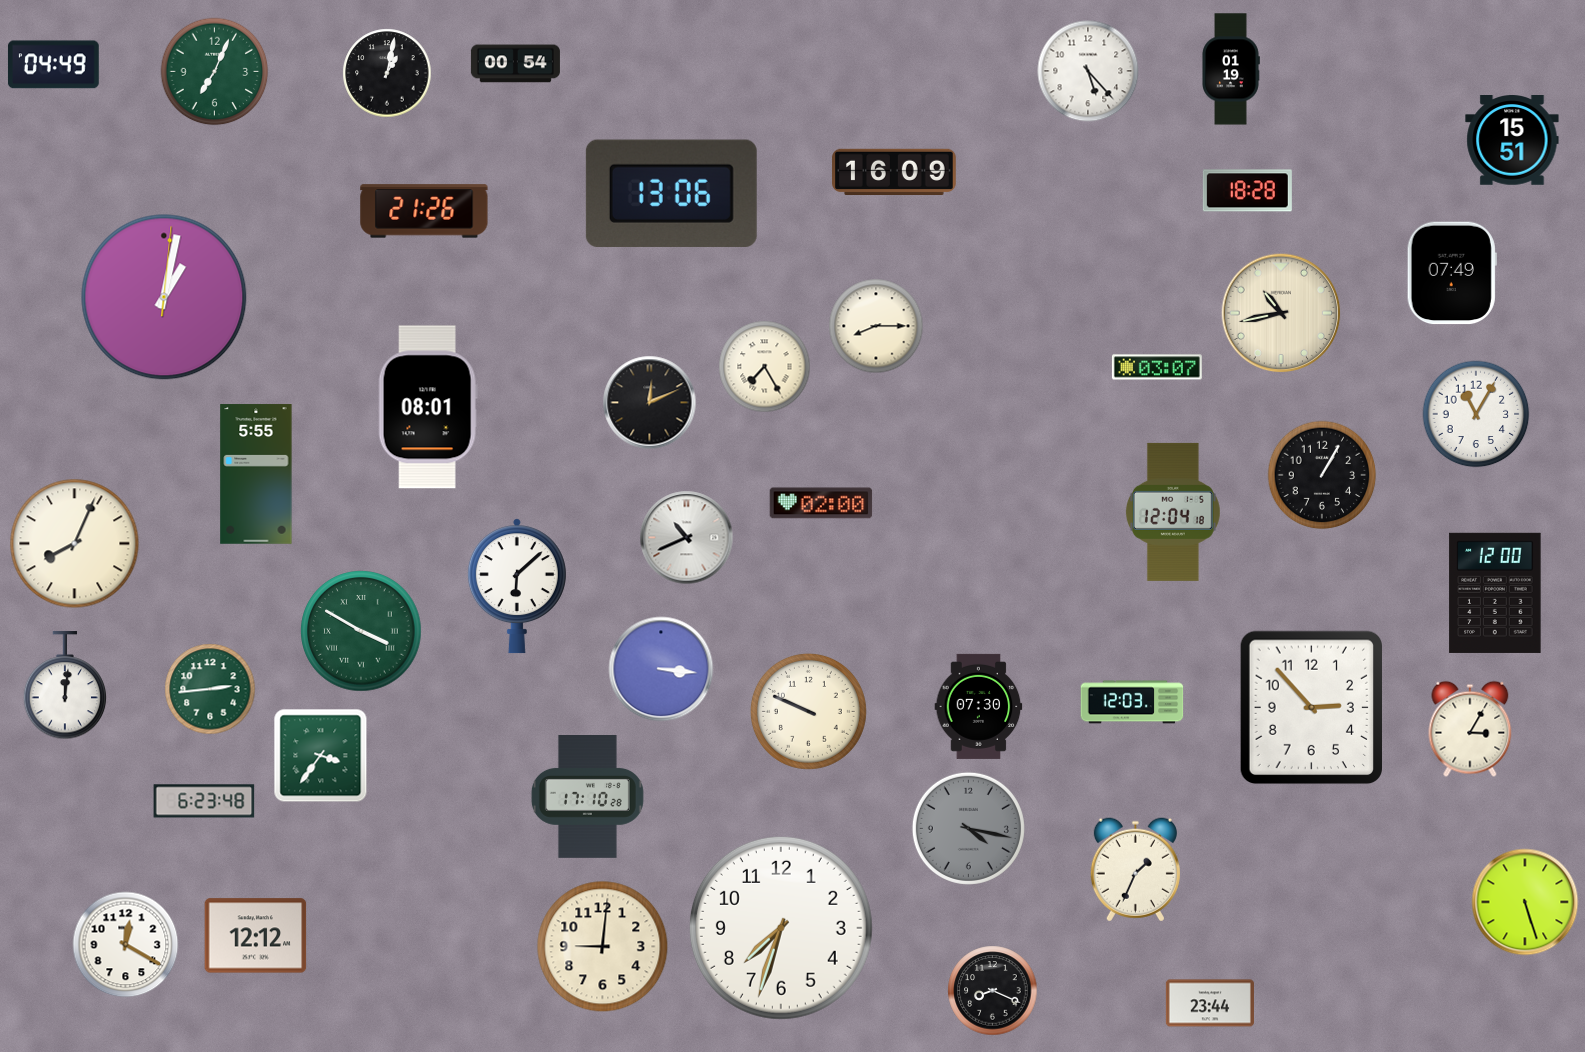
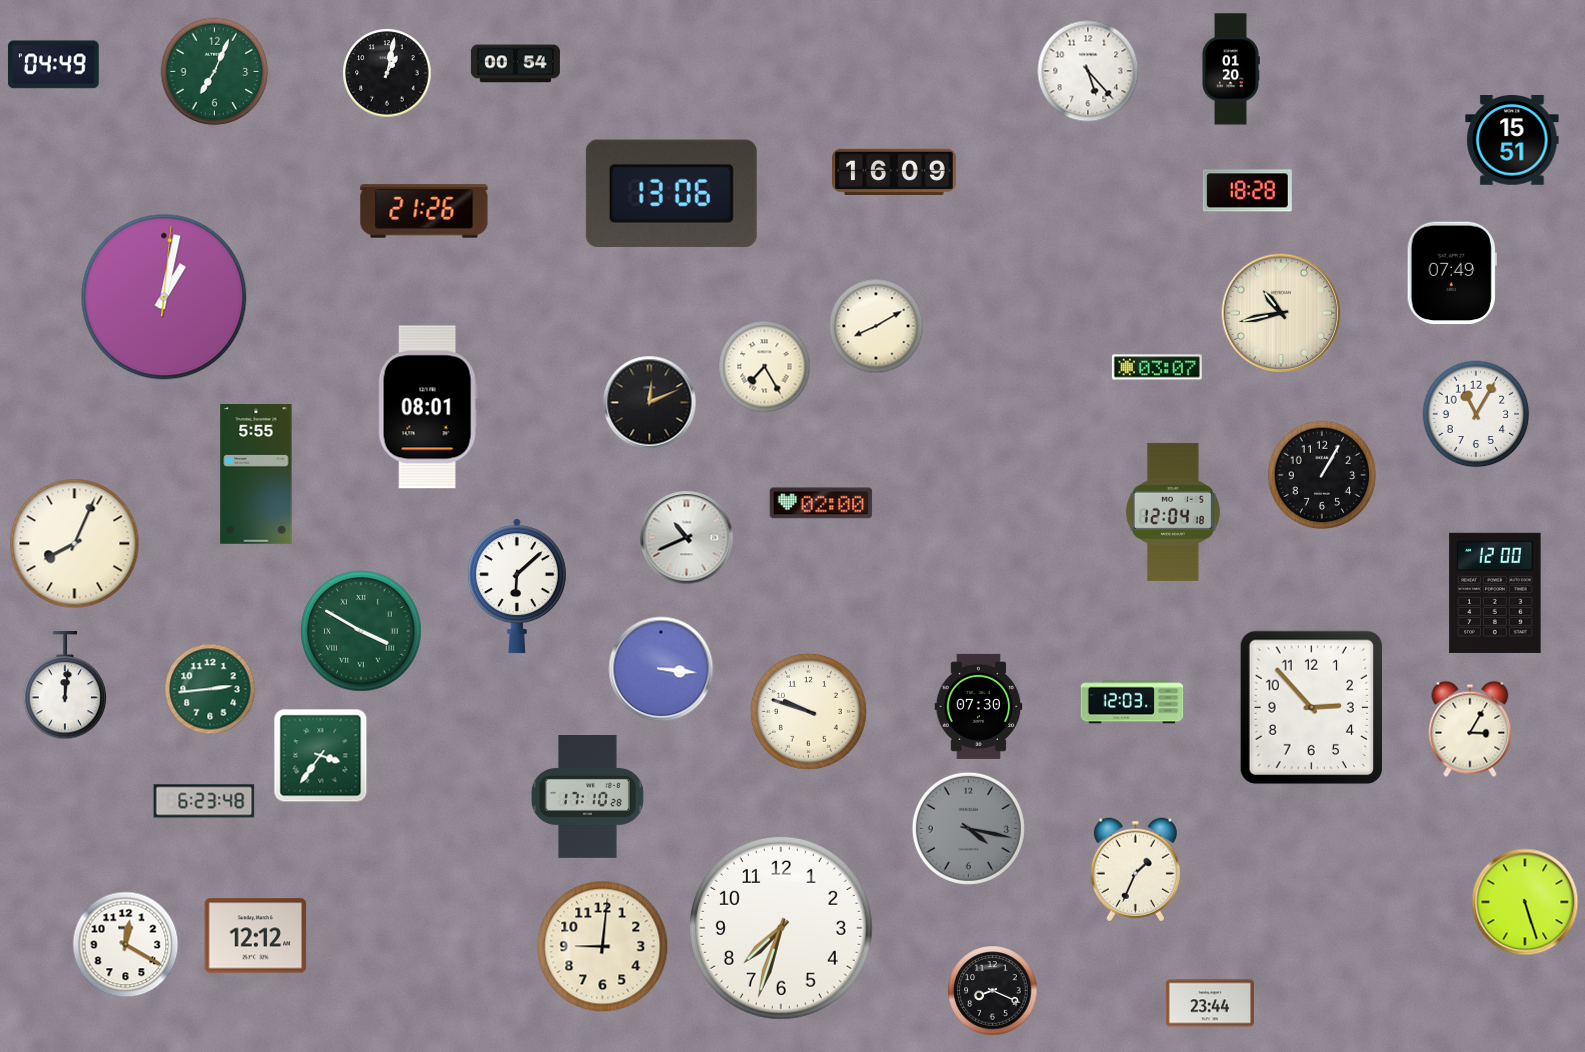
clock at (1231, 69): 01:19 -> 01:20
clock at (876, 326): 8:15 -> 8:10
clock at (808, 711): 9:49 -> 9:48
